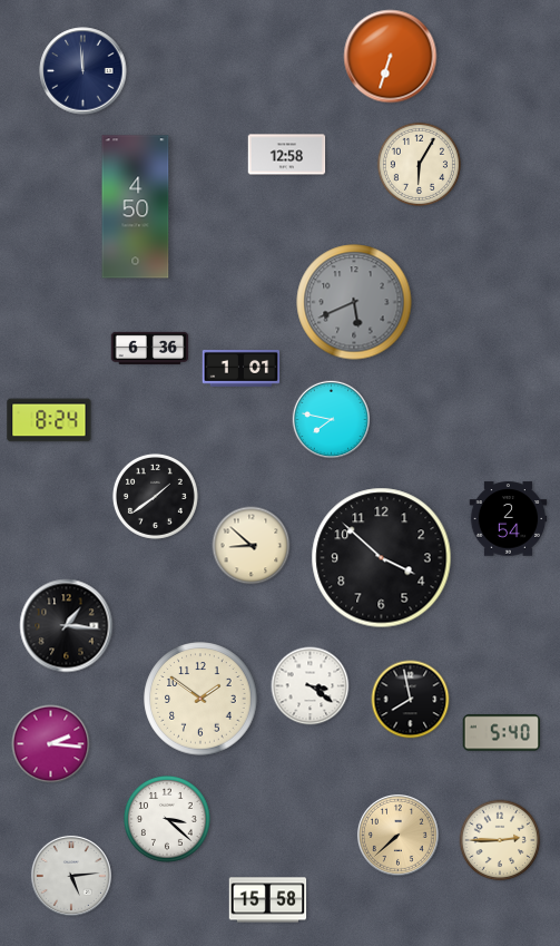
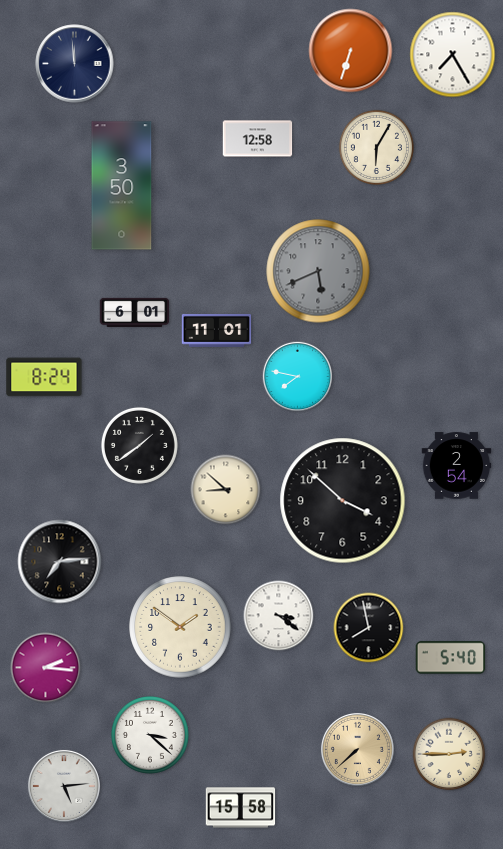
clock at (453, 55): none -> 7:25
clock at (136, 207): 4:50 -> 3:50
clock at (150, 348): 6:36 -> 6:01
clock at (242, 368): 1:01 -> 11:01
clock at (67, 626): 1:16 -> 7:14
